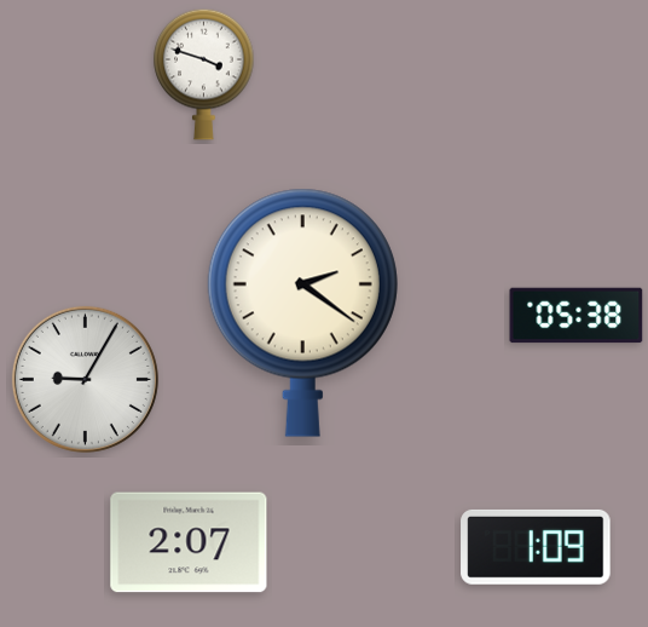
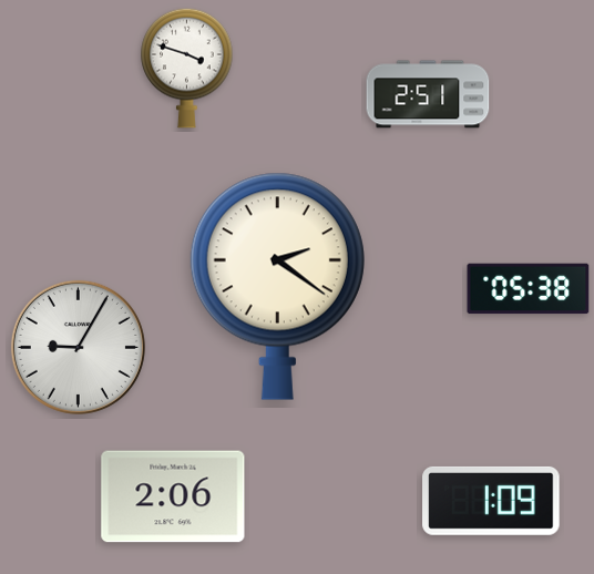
clock at (428, 94): none -> 2:51
clock at (189, 542): 2:07 -> 2:06
